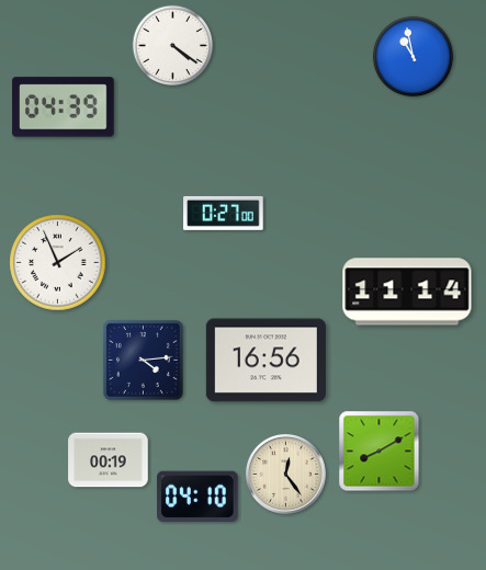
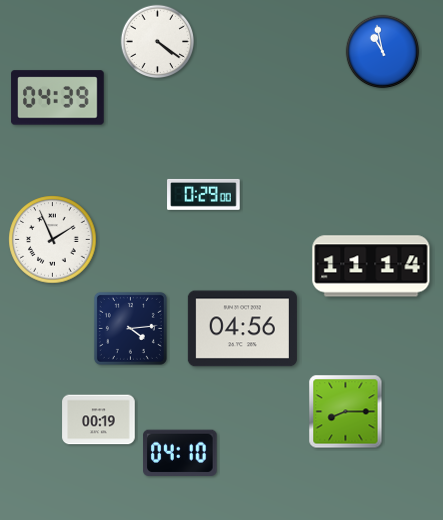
clock at (414, 57) position: (414, 57) -> (383, 52)
clock at (224, 213): 0:27 -> 0:29
clock at (265, 361): 16:56 -> 04:56
clock at (380, 452): 8:10 -> 8:15
clock at (285, 474): 12:24 -> none
